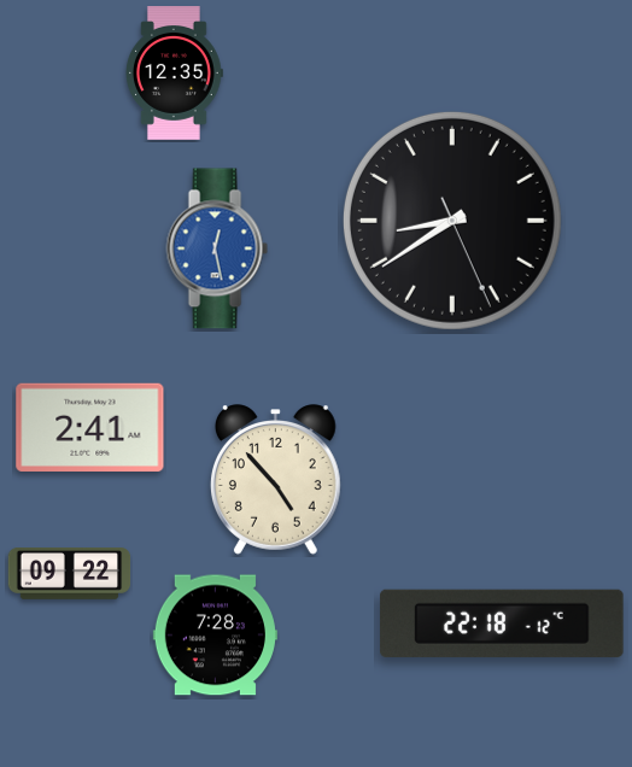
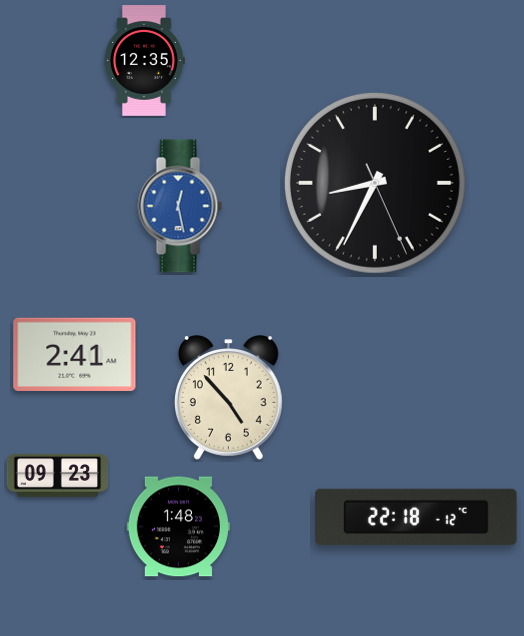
clock at (452, 221): 8:39 -> 8:34
clock at (70, 574): 09:22 -> 09:23
clock at (215, 636): 7:28 -> 1:48
